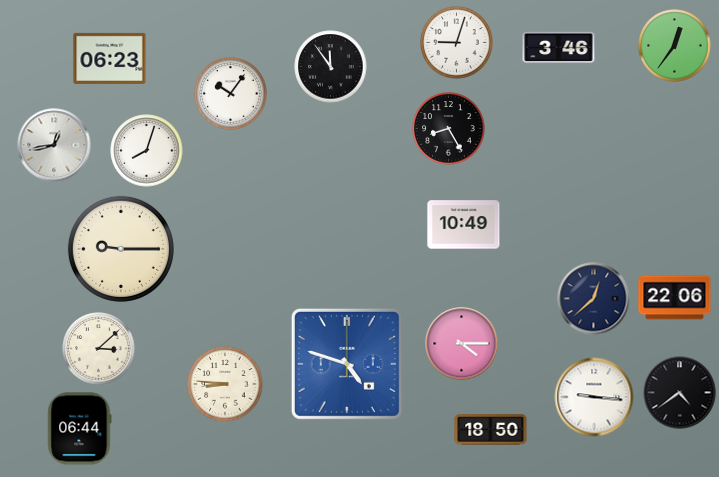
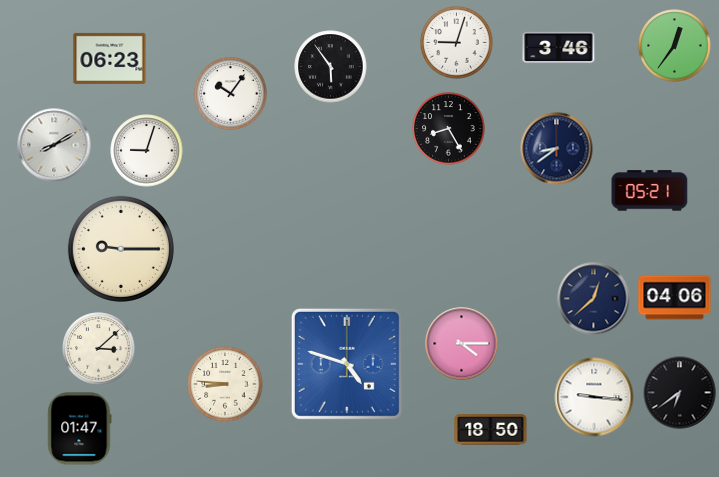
clock at (331, 67): 11:54 -> 5:54
clock at (54, 145): 12:43 -> 8:10
clock at (557, 149): none -> 8:39
clock at (147, 151): 8:03 -> 9:03
clock at (650, 191): none -> 05:21
clock at (464, 225): 10:49 -> none
clock at (675, 298): 22:06 -> 04:06
clock at (680, 393): 4:39 -> 6:39
clock at (80, 429): 06:44 -> 01:47
